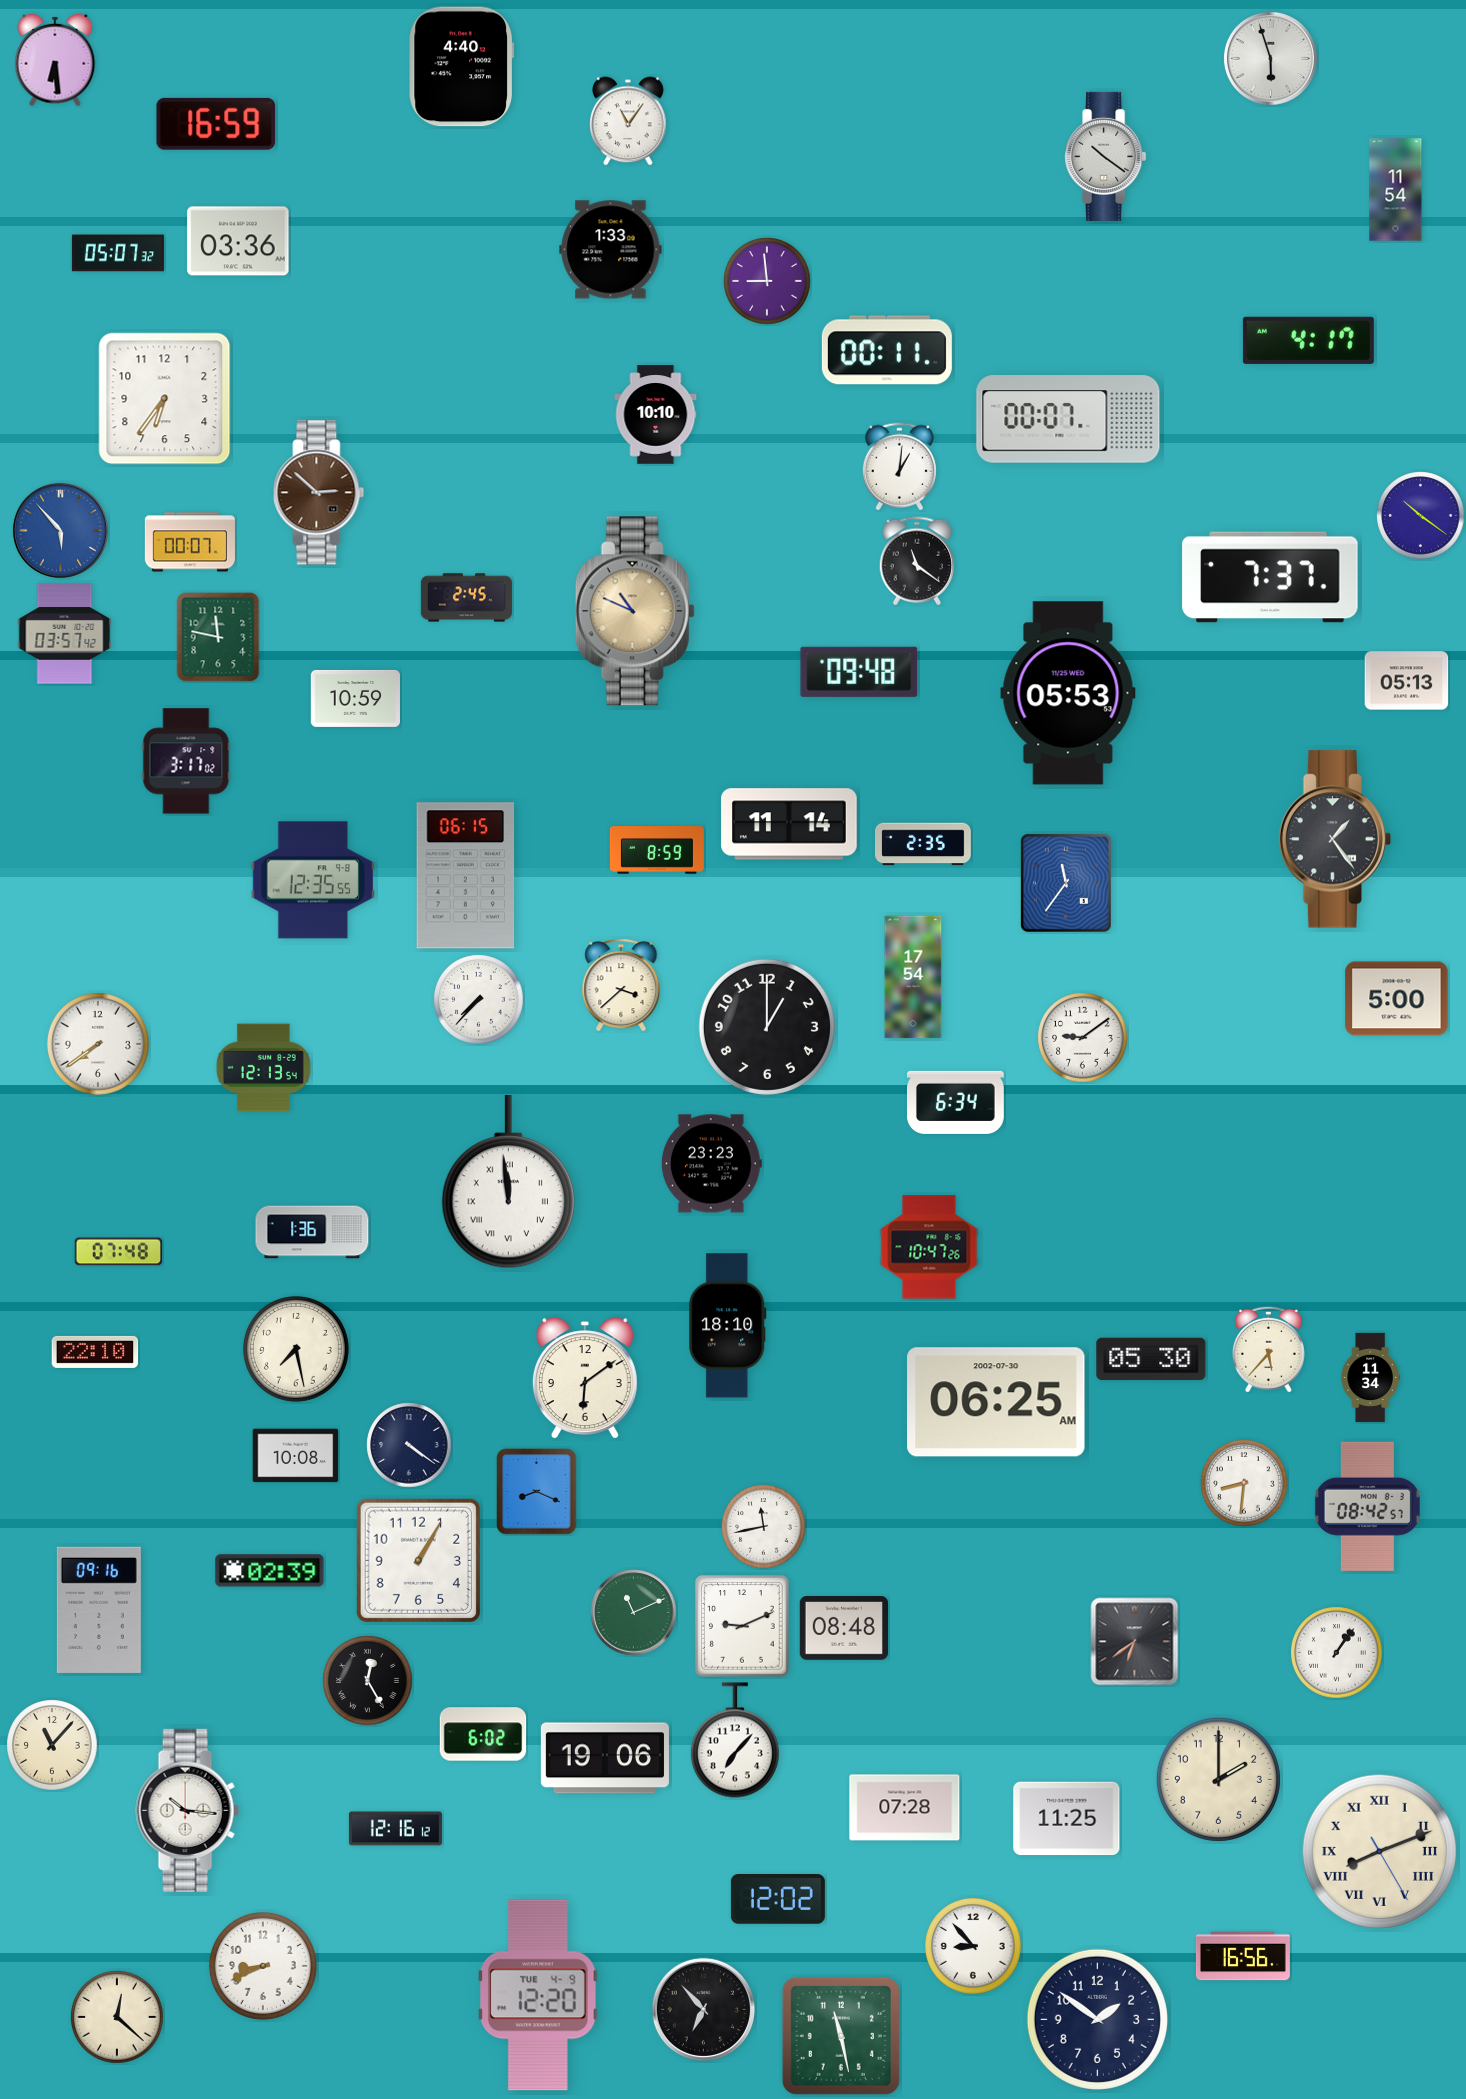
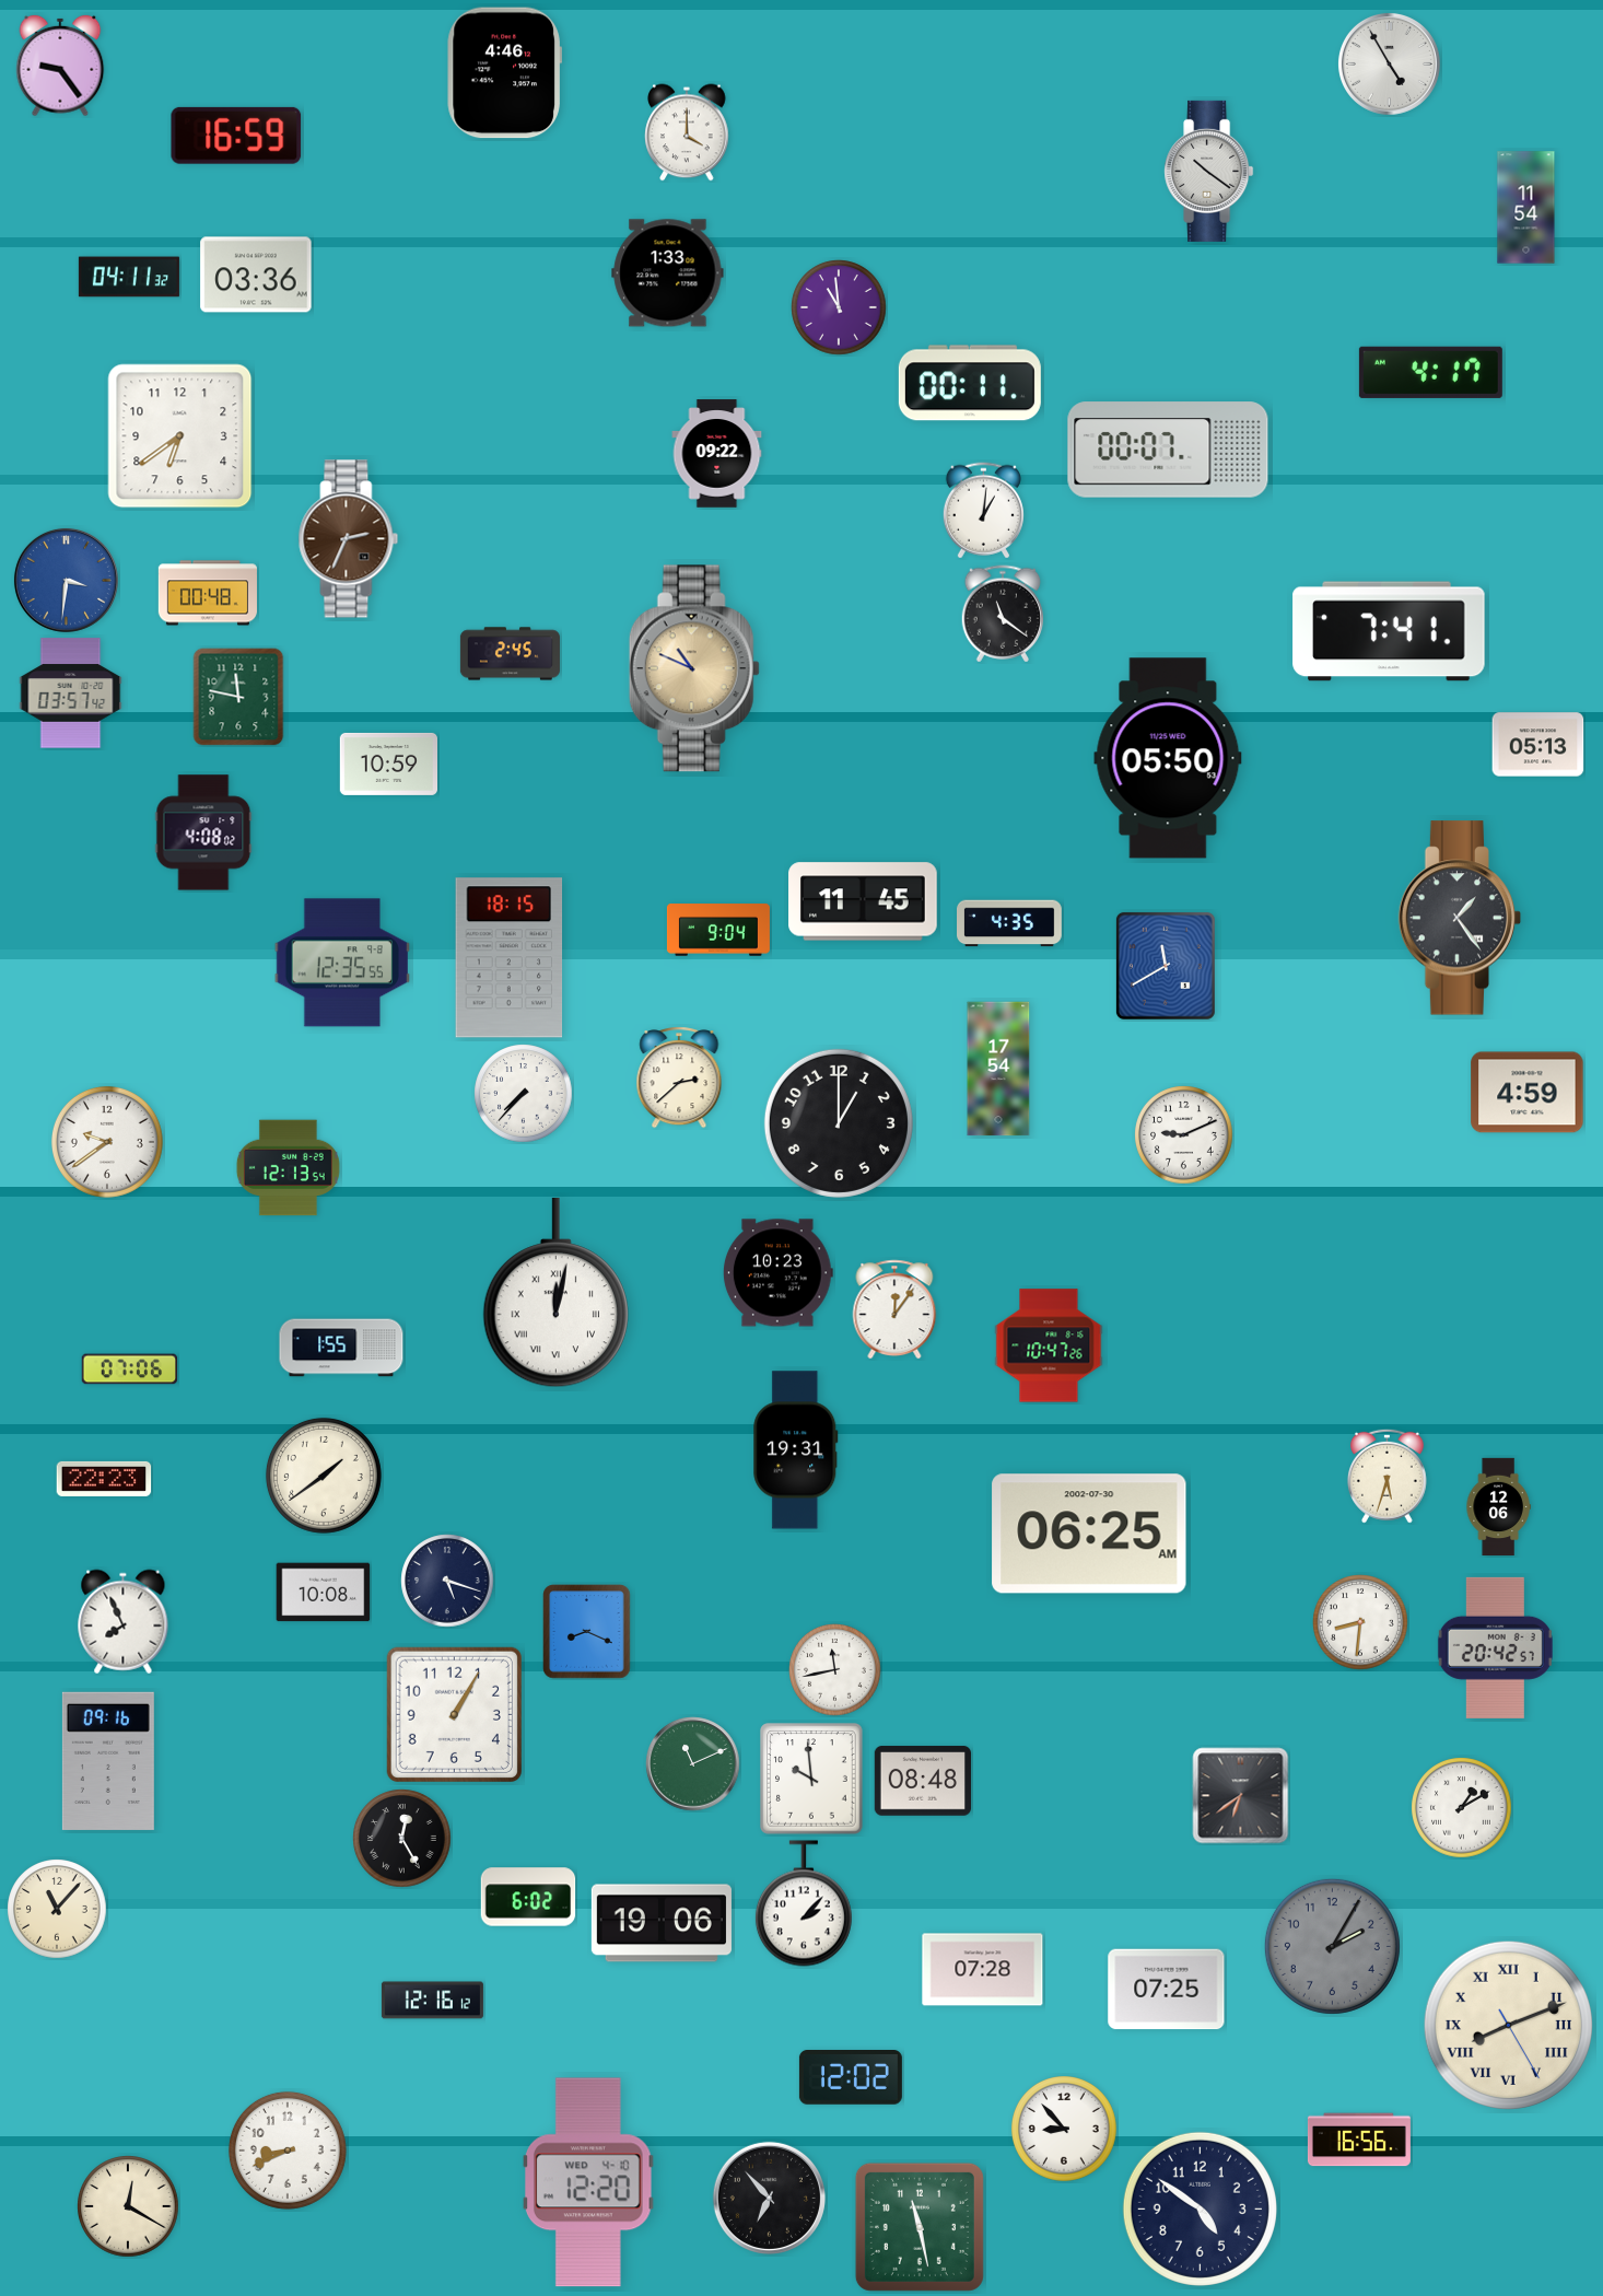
clock at (1270, 58): 5:57 -> 4:55
clock at (55, 60): 6:29 -> 9:24
clock at (461, 67): 4:40 -> 4:46
clock at (628, 121): 11:06 -> 4:00
clock at (238, 241) position: (238, 241) -> (256, 275)
clock at (118, 253): 05:07 -> 04:11
clock at (767, 281): 8:59 -> 10:59
clock at (165, 399): 6:36 -> 6:39
clock at (656, 415): 10:10 -> 09:22
clock at (1068, 419) position: (1068, 419) -> (1168, 450)
clock at (319, 493): 2:52 -> 2:34
clock at (1421, 516): 10:21 -> none
clock at (60, 530): 5:53 -> 3:31
clock at (190, 542): 00:07 -> 00:48
clock at (1270, 577): 7:37 -> 7:41
clock at (859, 672): 09:48 -> none
clock at (1068, 693): 05:53 -> 05:50
clock at (186, 761): 3:17 -> 4:08
clock at (789, 824): 11:14 -> 11:45
clock at (924, 844): 2:35 -> 4:35
clock at (657, 850): 8:59 -> 9:04
clock at (466, 876): 06:15 -> 18:15
clock at (1066, 883): 11:36 -> 11:40
clock at (621, 986): 3:38 -> 2:38
clock at (1397, 999): 5:00 -> 4:59
clock at (1083, 1038): 9:09 -> 9:11
clock at (98, 1044): 7:39 -> 9:39
clock at (956, 1102): 6:34 -> none
clock at (711, 1164): 23:23 -> 10:23
clock at (508, 1182): 11:59 -> 12:02
clock at (894, 1309): none -> 12:06
clock at (312, 1232): 1:36 -> 1:55
clock at (929, 1247) position: (929, 1247) -> (1049, 1345)
clock at (119, 1252): 07:48 -> 07:06
clock at (728, 1326): 18:10 -> 19:31
clock at (296, 1349): 7:28 -> 1:39
clock at (1268, 1349): 5:37 -> 5:33
clock at (95, 1352): 22:10 -> 22:23
clock at (1151, 1359): 05:30 -> none
clock at (585, 1378): 6:09 -> none
clock at (1370, 1378): 11:34 -> 12:06
clock at (409, 1445): 4:21 -> 5:18
clock at (124, 1622): none -> 7:56
clock at (1367, 1506): 08:42 -> 20:42
clock at (418, 1560) position: (418, 1560) -> (454, 1714)
clock at (270, 1571): 02:39 -> none
clock at (742, 1626): 9:11 -> 9:59
clock at (1337, 1653): 1:06 -> 1:10
clock at (735, 1740): 7:07 -> 2:07
clock at (1218, 1779): 2:00 -> 2:05
clock at (1218, 1779) dial: cream -> grey
clock at (905, 1808) position: (905, 1808) -> (983, 1970)
clock at (187, 1810): 10:16 -> none
clock at (1067, 1819): 11:25 -> 07:25
clock at (539, 1995) date: TUE 4-9 -> WED 4-10
clock at (117, 2017): 12:22 -> 12:20
clock at (1097, 2019): 1:51 -> 4:51
